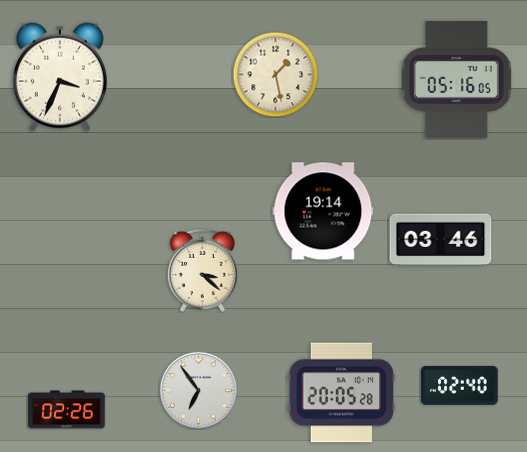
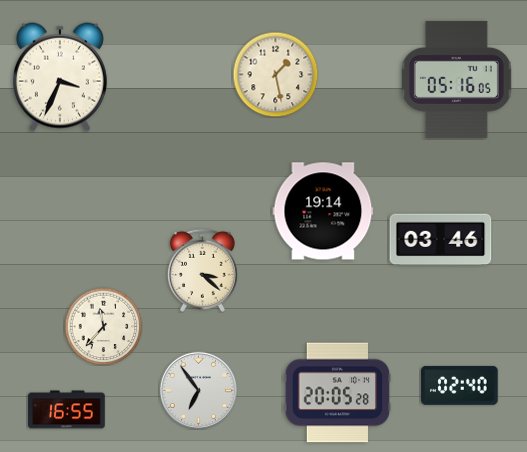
clock at (103, 326): none -> 11:37
clock at (342, 393) position: (342, 393) -> (338, 393)
clock at (67, 410): 02:26 -> 16:55
